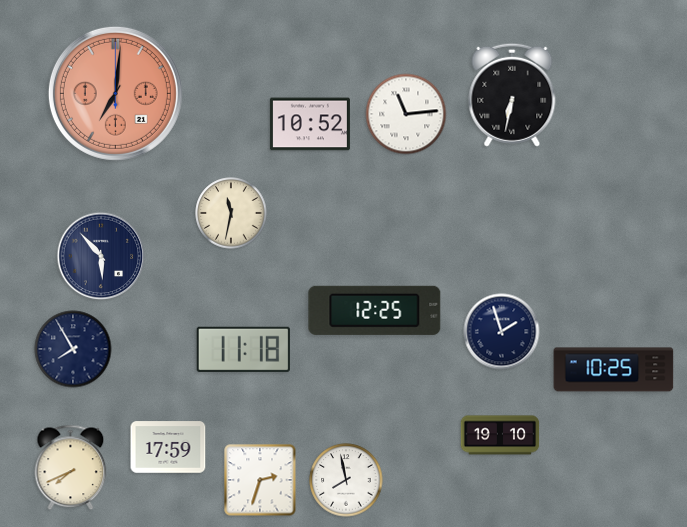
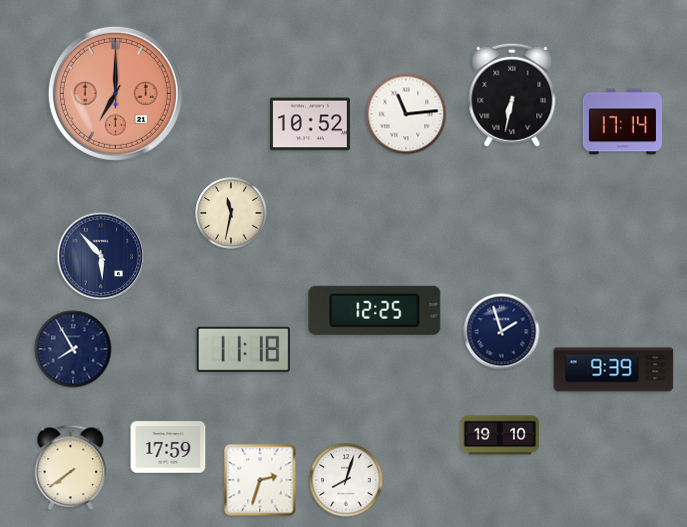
clock at (115, 93): 7:01 -> 7:00
clock at (622, 122): none -> 17:14
clock at (614, 370): 10:25 -> 9:39
clock at (71, 468): 7:41 -> 7:39
clock at (346, 480): 7:58 -> 8:03
